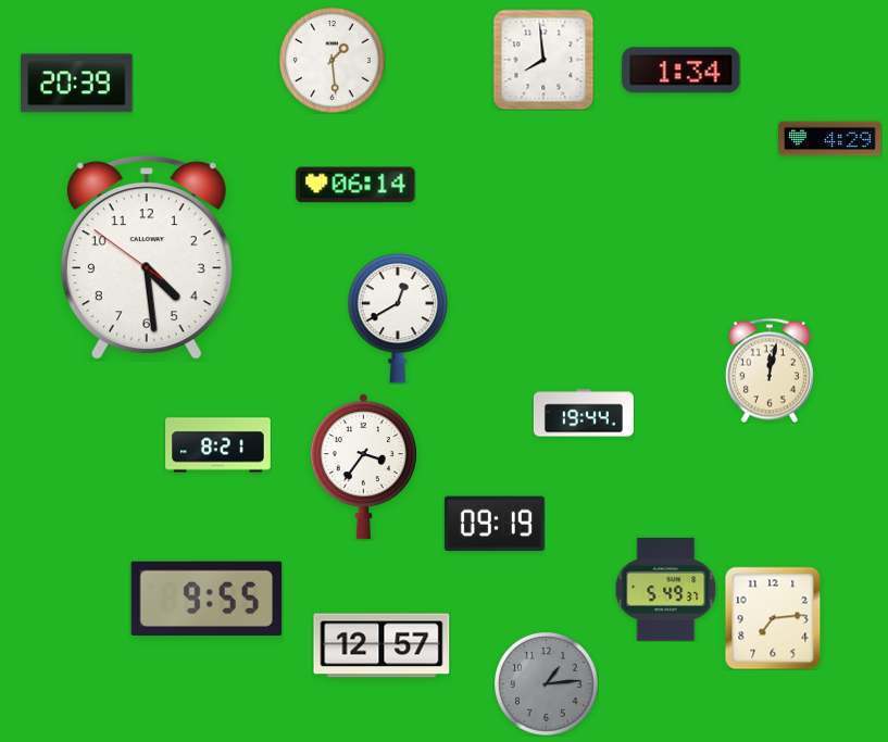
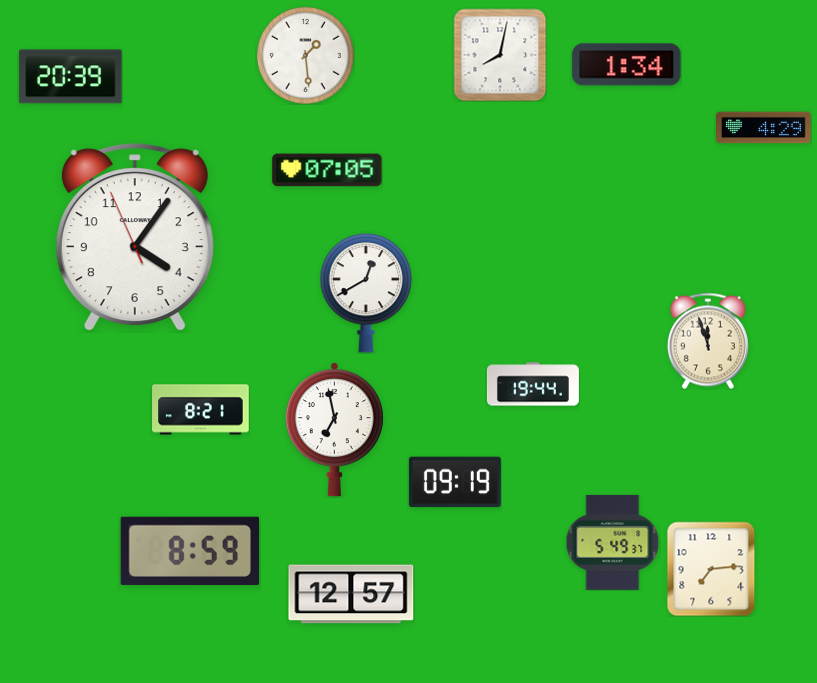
clock at (543, 60): 7:59 -> 8:02
clock at (355, 185): 06:14 -> 07:05
clock at (147, 259): 4:28 -> 4:05
clock at (770, 370): 12:02 -> 11:57
clock at (584, 413) position: (584, 413) -> (533, 384)
clock at (363, 467): 3:36 -> 6:58
clock at (205, 599): 9:55 -> 8:59
clock at (546, 683): 1:14 -> none
